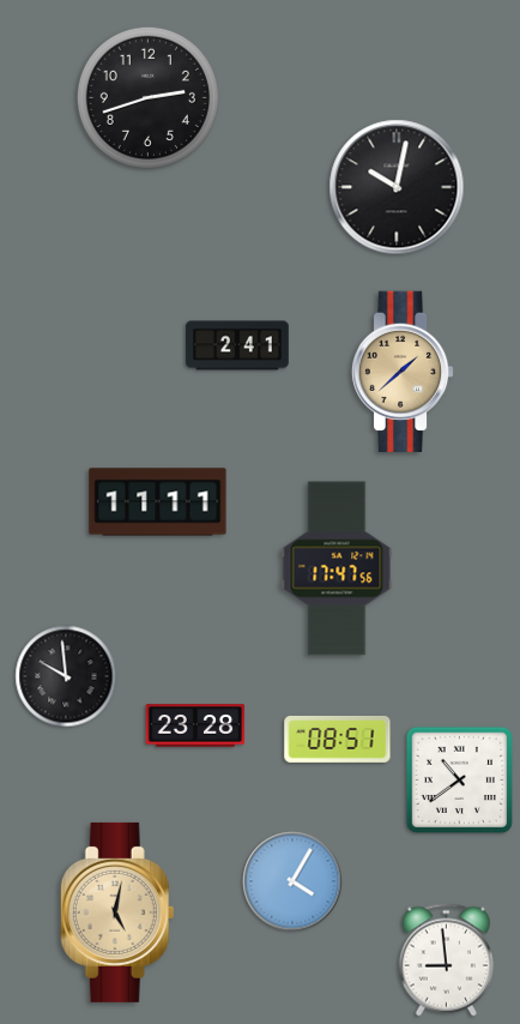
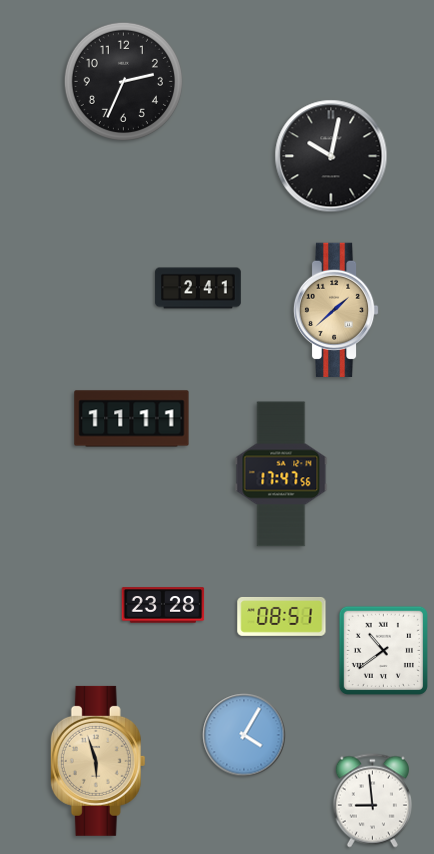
clock at (147, 97): 2:42 -> 2:34
clock at (66, 676): 9:59 -> none
clock at (117, 912): 5:02 -> 5:57
